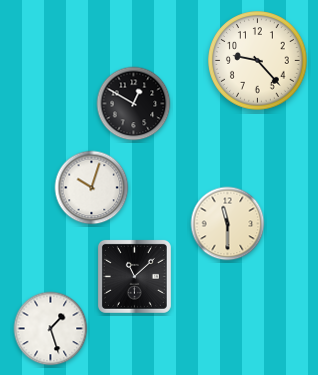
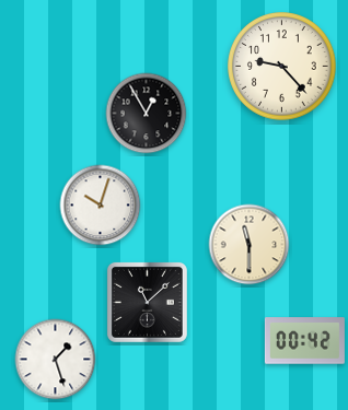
clock at (134, 104): 12:50 -> 12:55
clock at (304, 341): none -> 00:42
